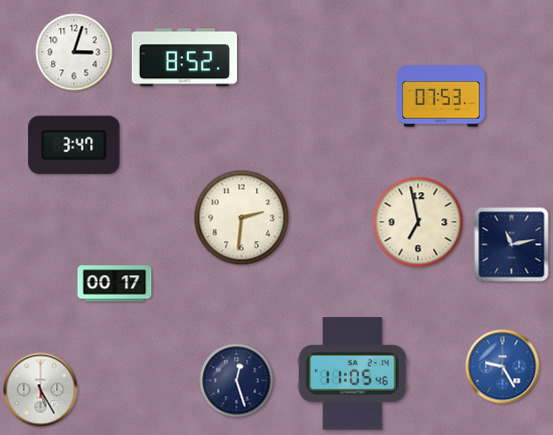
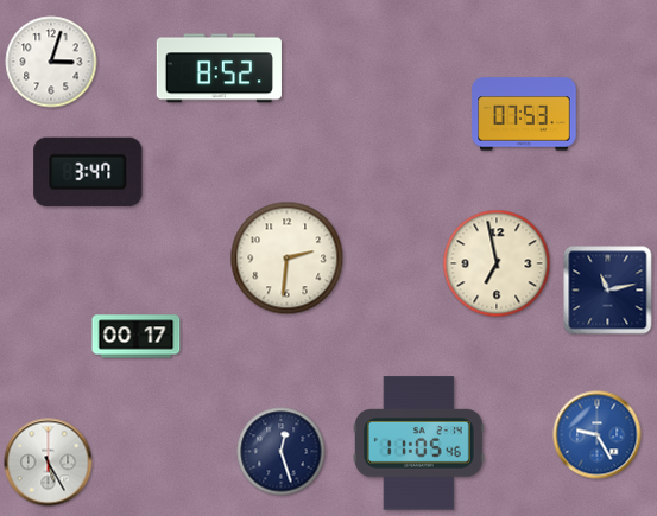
clock at (74, 52) position: (74, 52) -> (51, 62)
